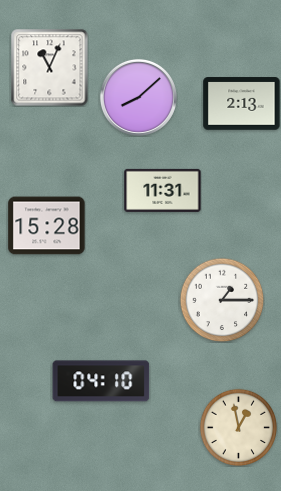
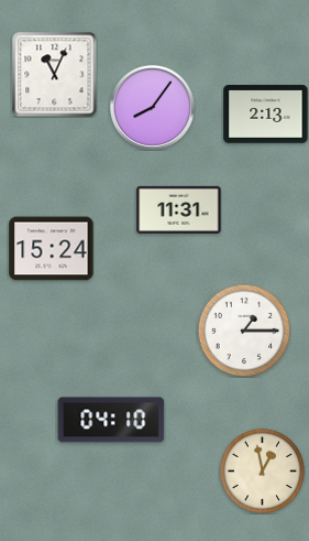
clock at (138, 97): 8:08 -> 8:06
clock at (47, 226): 15:28 -> 15:24
